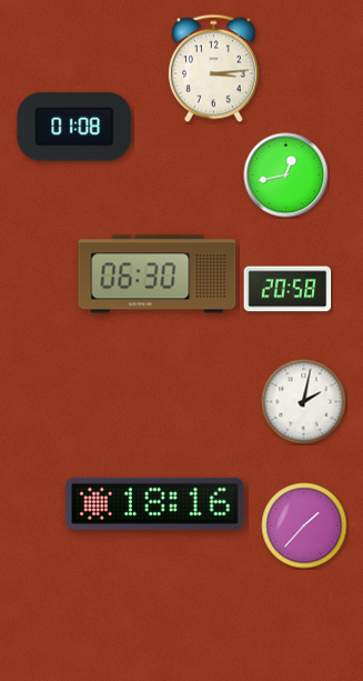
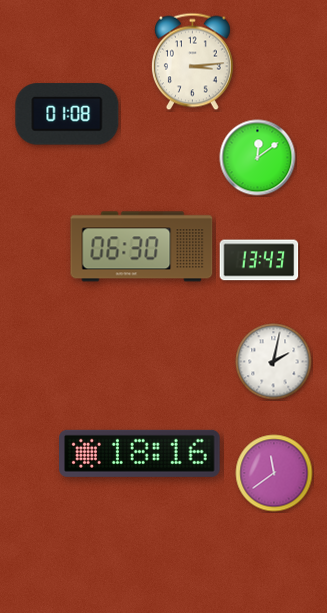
clock at (286, 176): 12:43 -> 12:09
clock at (288, 289): 20:58 -> 13:43
clock at (304, 525): 1:37 -> 11:39
